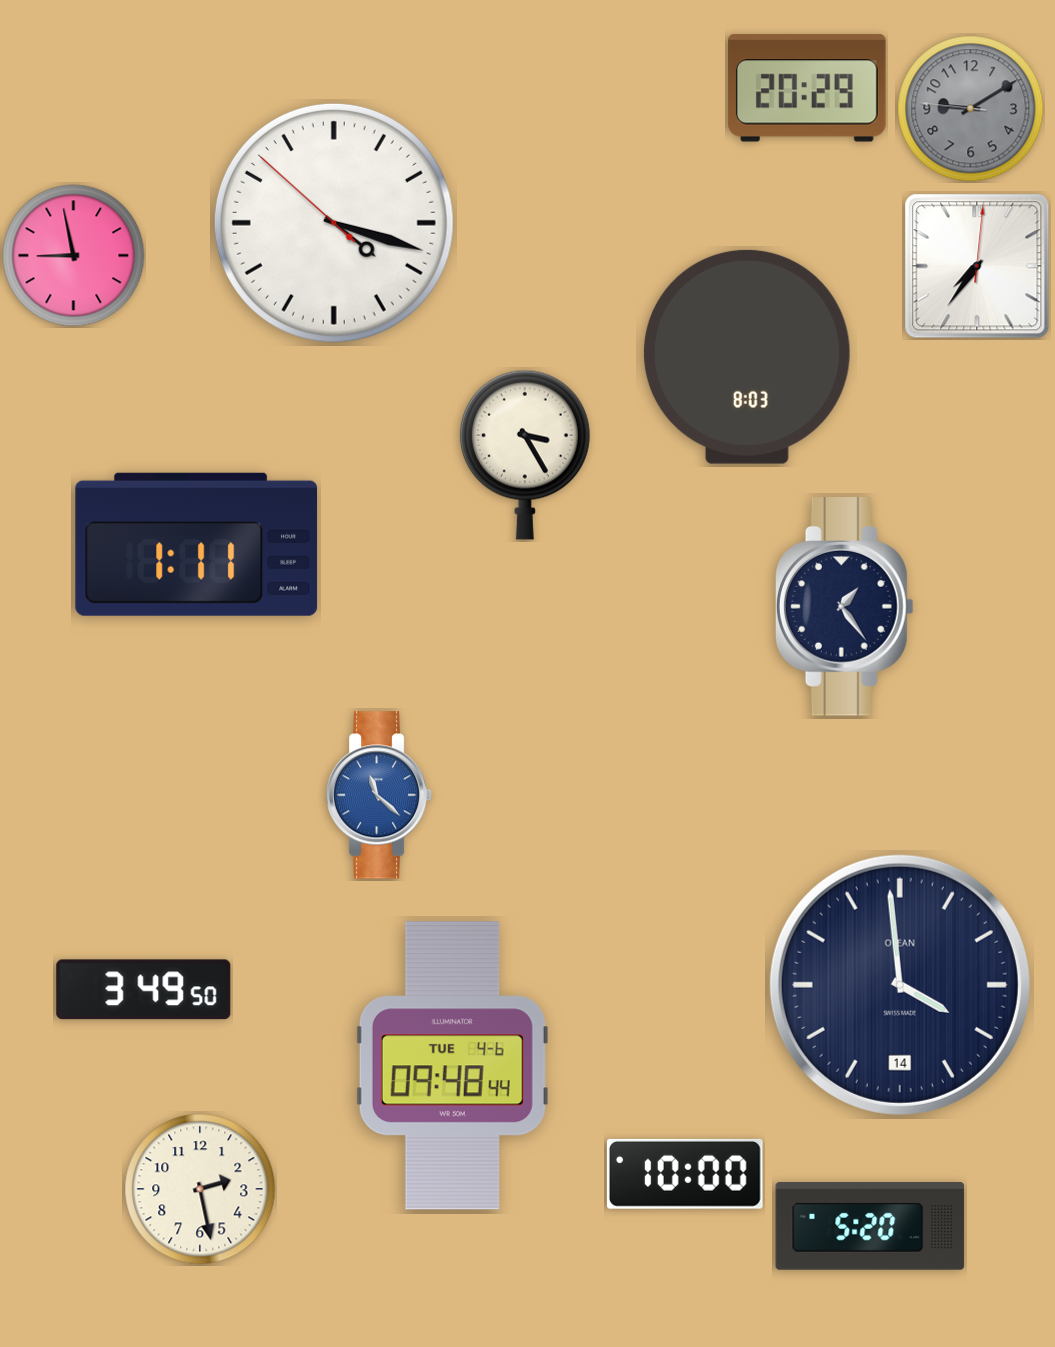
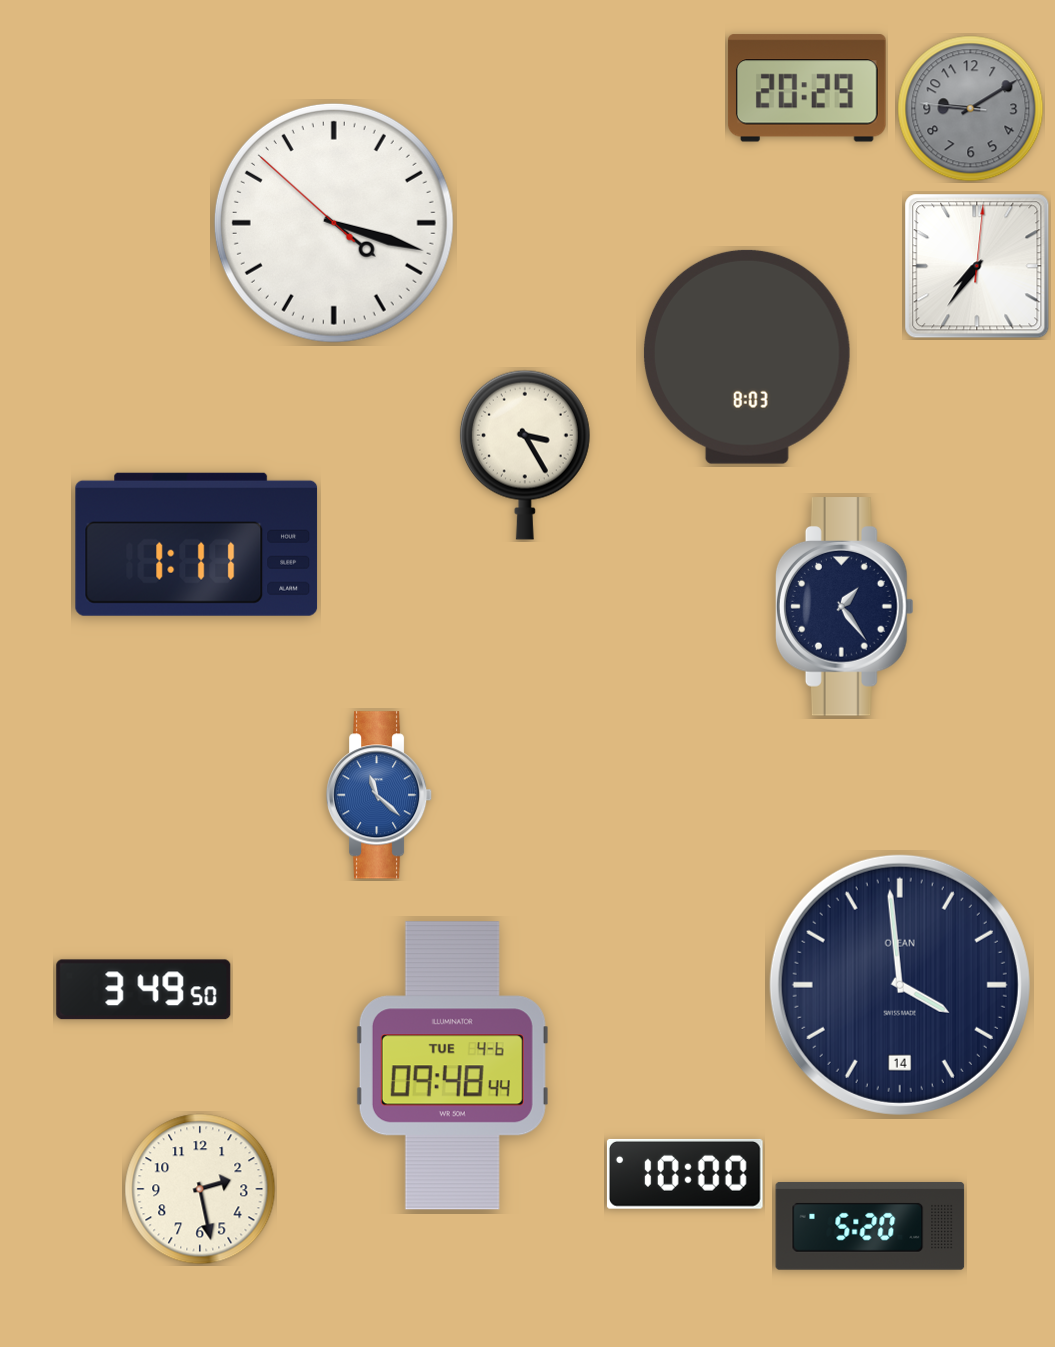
clock at (74, 256): 8:58 -> none
